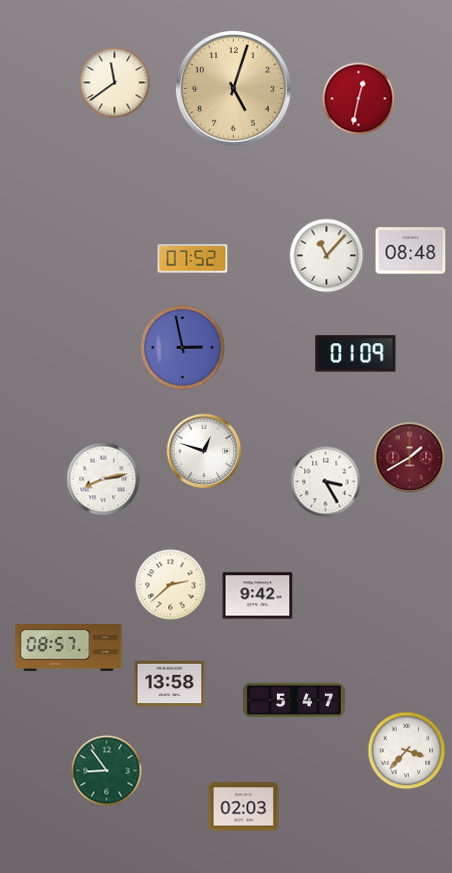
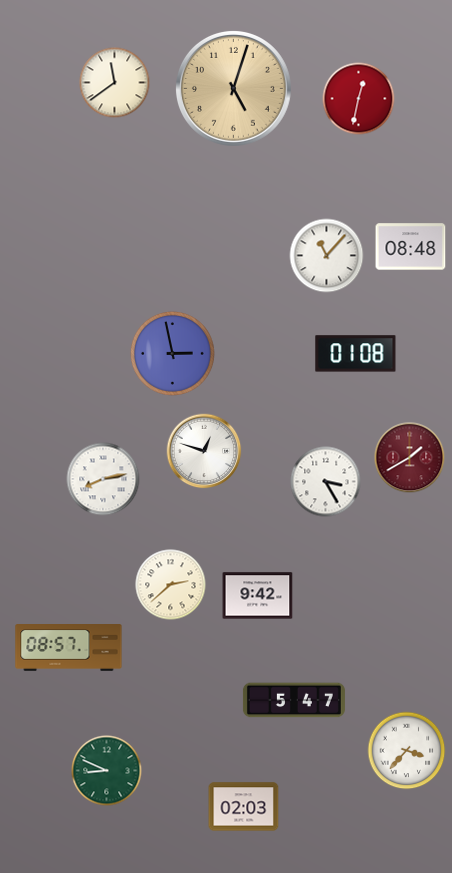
clock at (411, 251) position: (411, 251) -> (411, 247)
clock at (193, 259): 07:52 -> none
clock at (182, 347) position: (182, 347) -> (172, 353)
clock at (356, 354): 01:09 -> 01:08
clock at (170, 684): 13:58 -> none
clock at (107, 771): 8:54 -> 8:49
